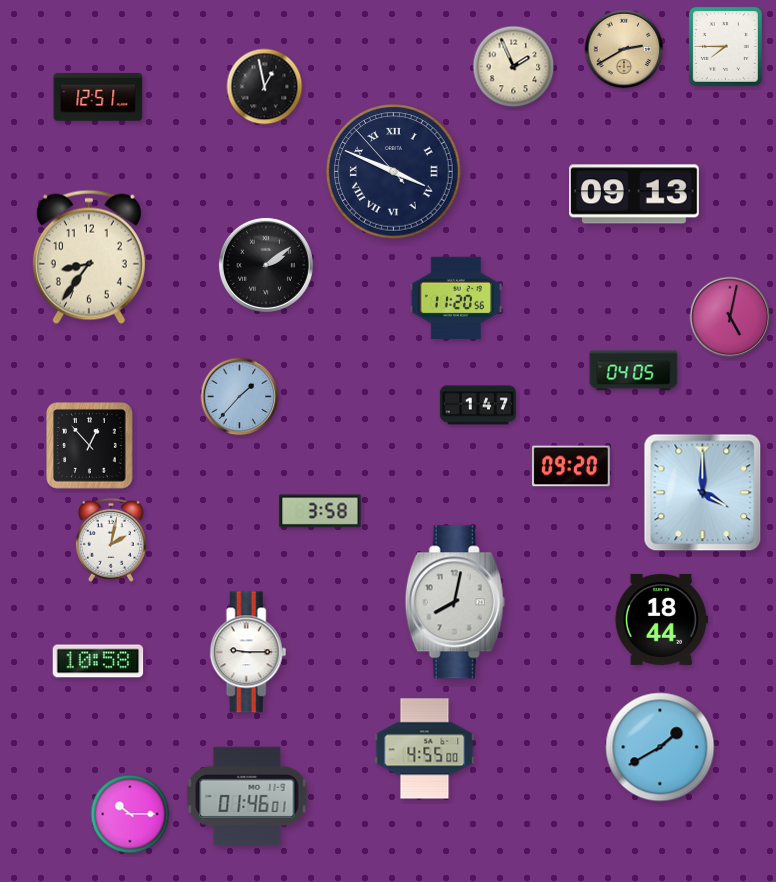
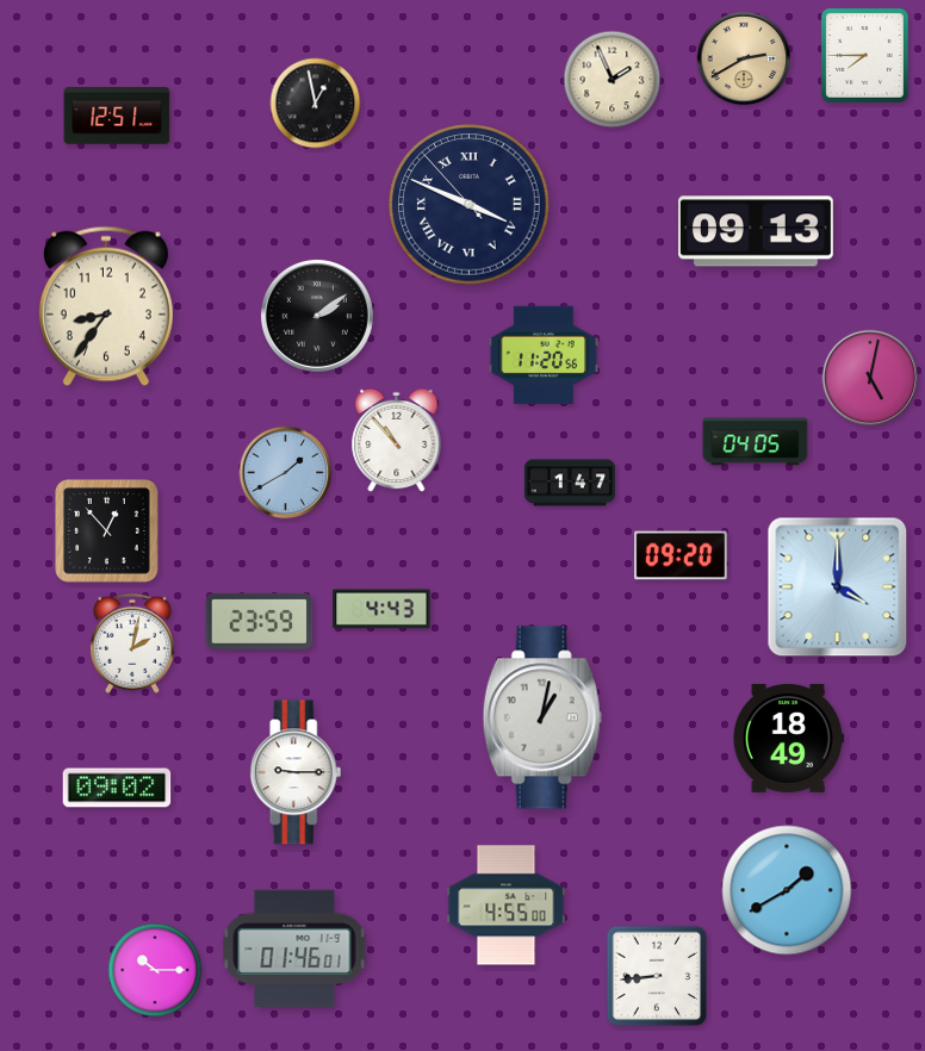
clock at (397, 441): none -> 10:53
clock at (240, 397): 1:37 -> 1:40
clock at (320, 511): 3:58 -> 4:43
clock at (260, 621): none -> 23:59
clock at (455, 602): 8:02 -> 1:02
clock at (661, 619): 18:44 -> 18:49
clock at (248, 652) position: (248, 652) -> (296, 772)
clock at (98, 661): 10:58 -> 09:02
clock at (425, 749) position: (425, 749) -> (507, 906)
clock at (657, 976): none -> 8:44
